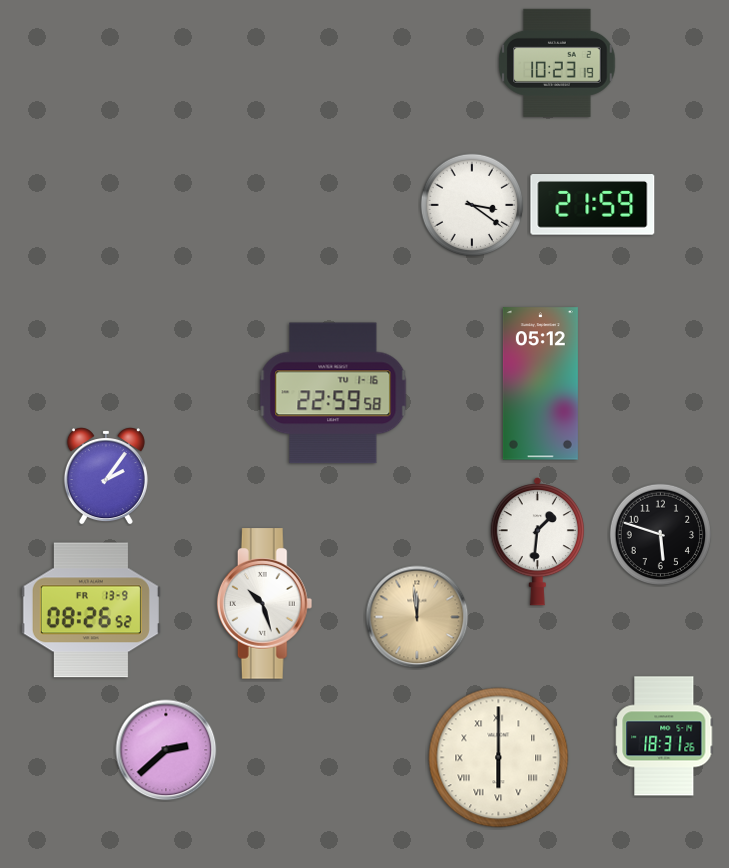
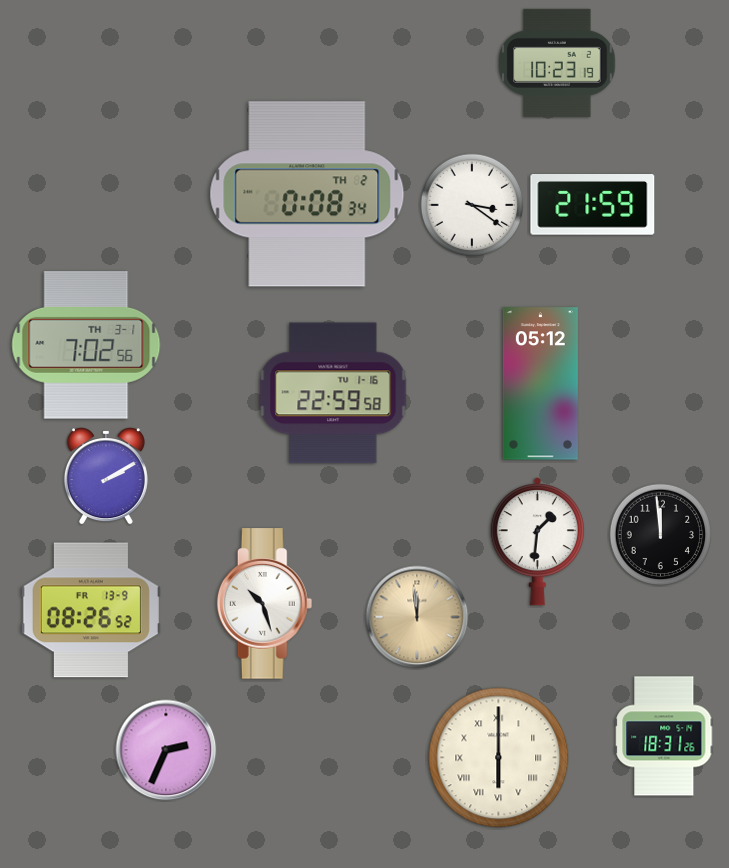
clock at (307, 194): none -> 0:08
clock at (86, 346): none -> 7:02
clock at (106, 476): 2:06 -> 2:10
clock at (661, 535): 5:48 -> 11:59
clock at (166, 750): 2:38 -> 2:34
